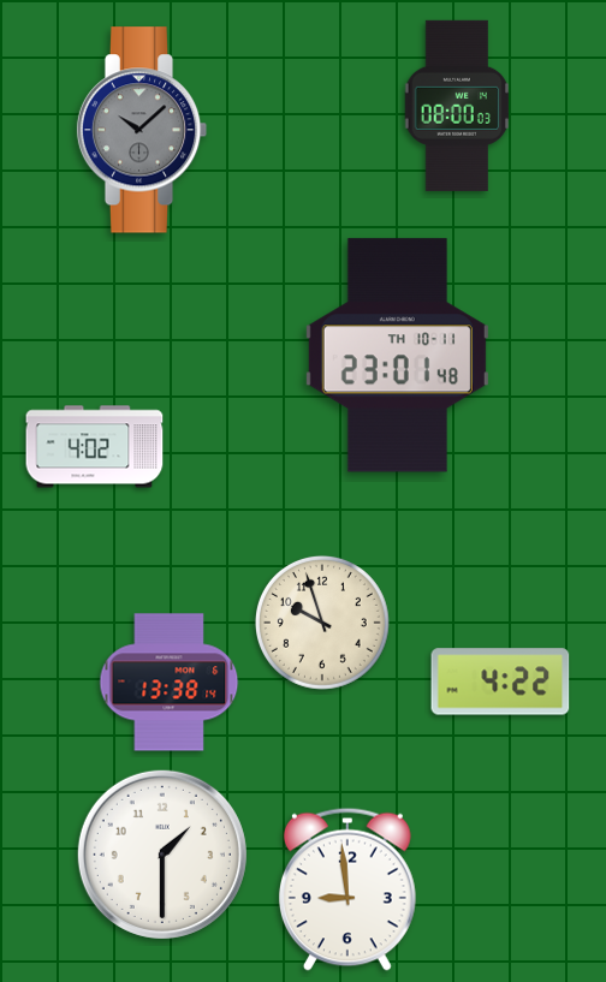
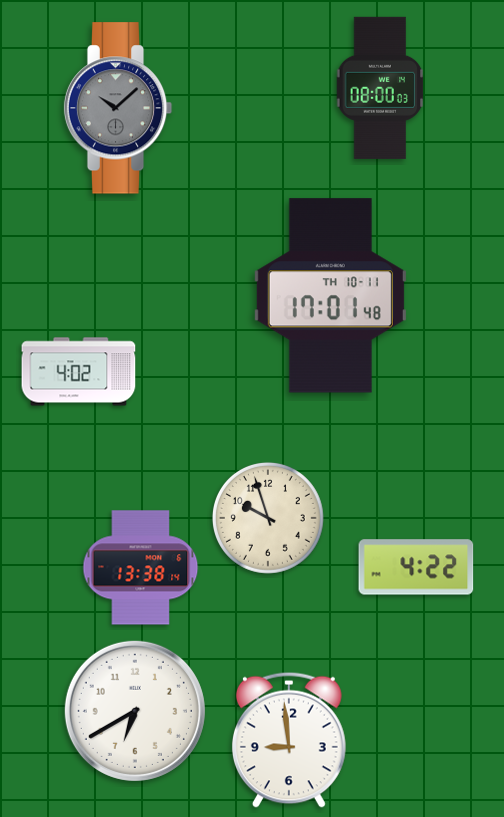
clock at (397, 356): 23:01 -> 17:01
clock at (162, 855): 1:30 -> 6:40
